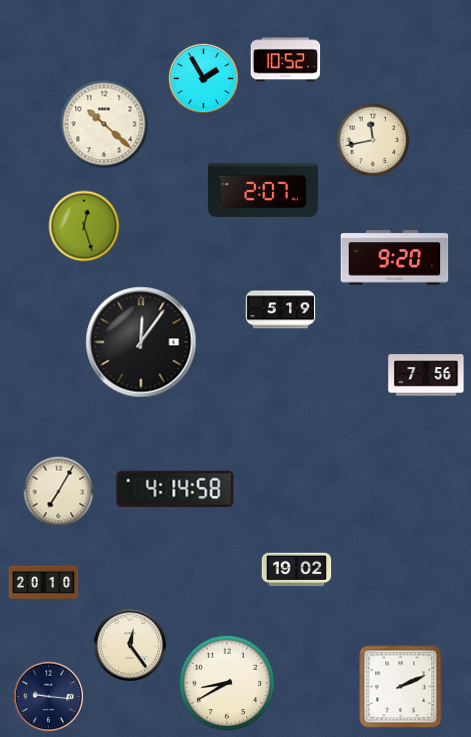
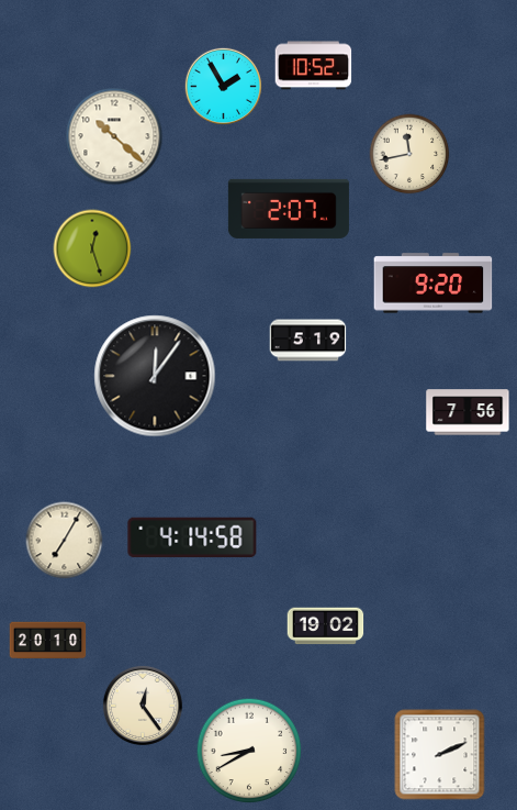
clock at (130, 645) position: (130, 645) -> (143, 706)
clock at (49, 697): 9:16 -> none
